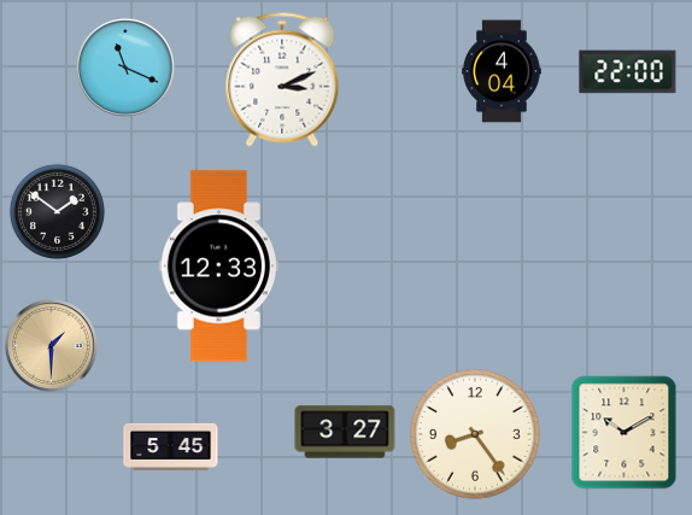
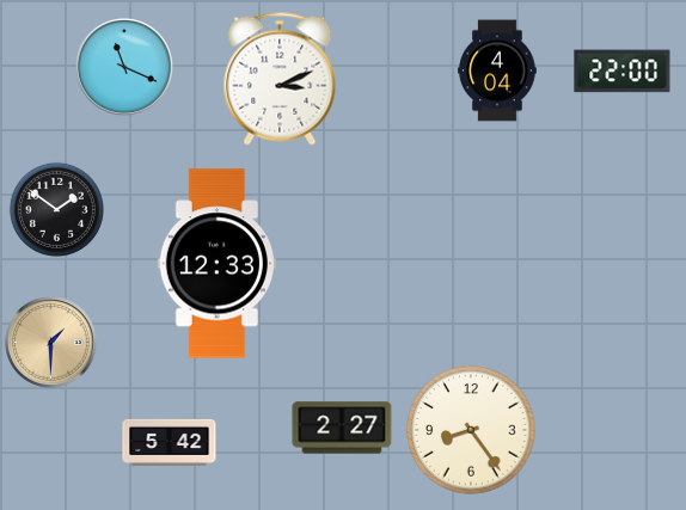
clock at (345, 432): 3:27 -> 2:27
clock at (624, 433): 10:10 -> none
clock at (171, 446): 5:45 -> 5:42
